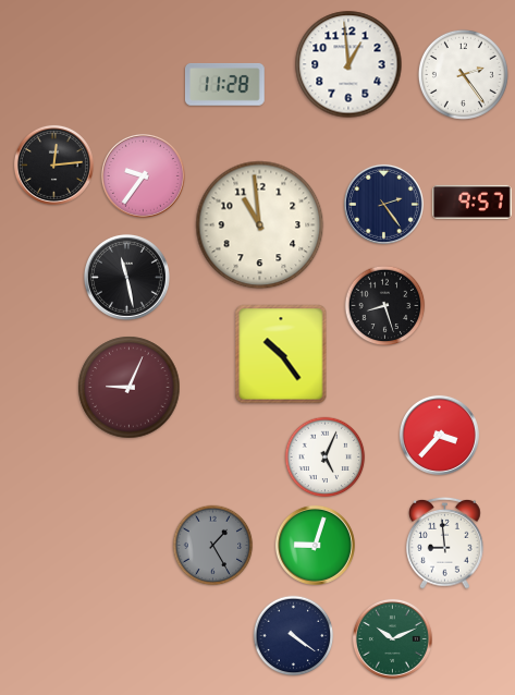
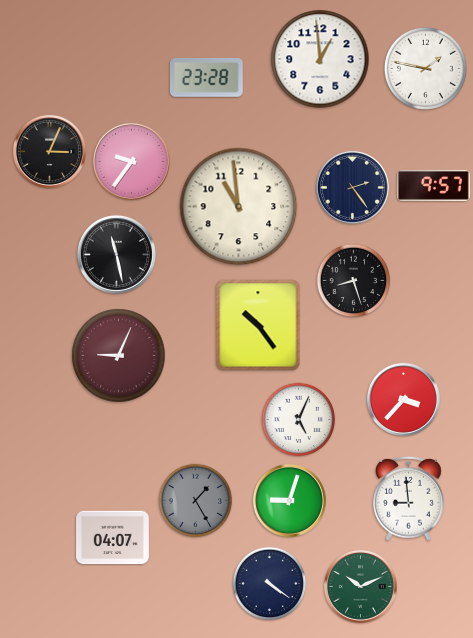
clock at (463, 74): 2:24 -> 1:47
clock at (224, 85): 11:28 -> 23:28
clock at (53, 164): 12:14 -> 3:04
clock at (113, 538): none -> 04:07
